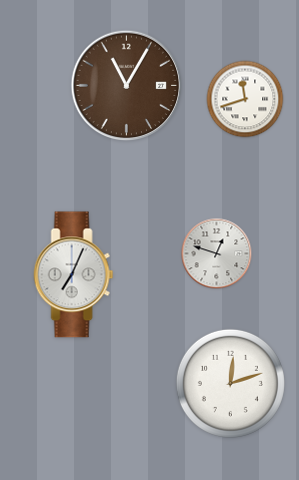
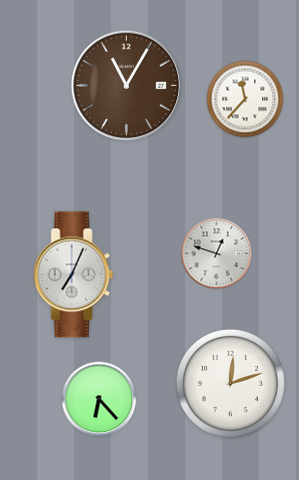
clock at (245, 99): 11:42 -> 11:37
clock at (99, 399): none -> 6:23
